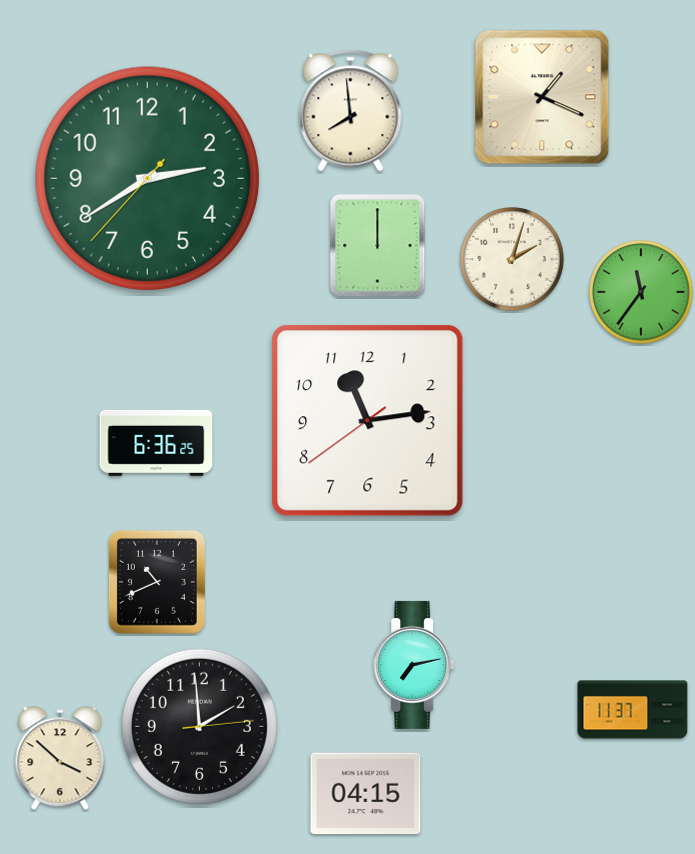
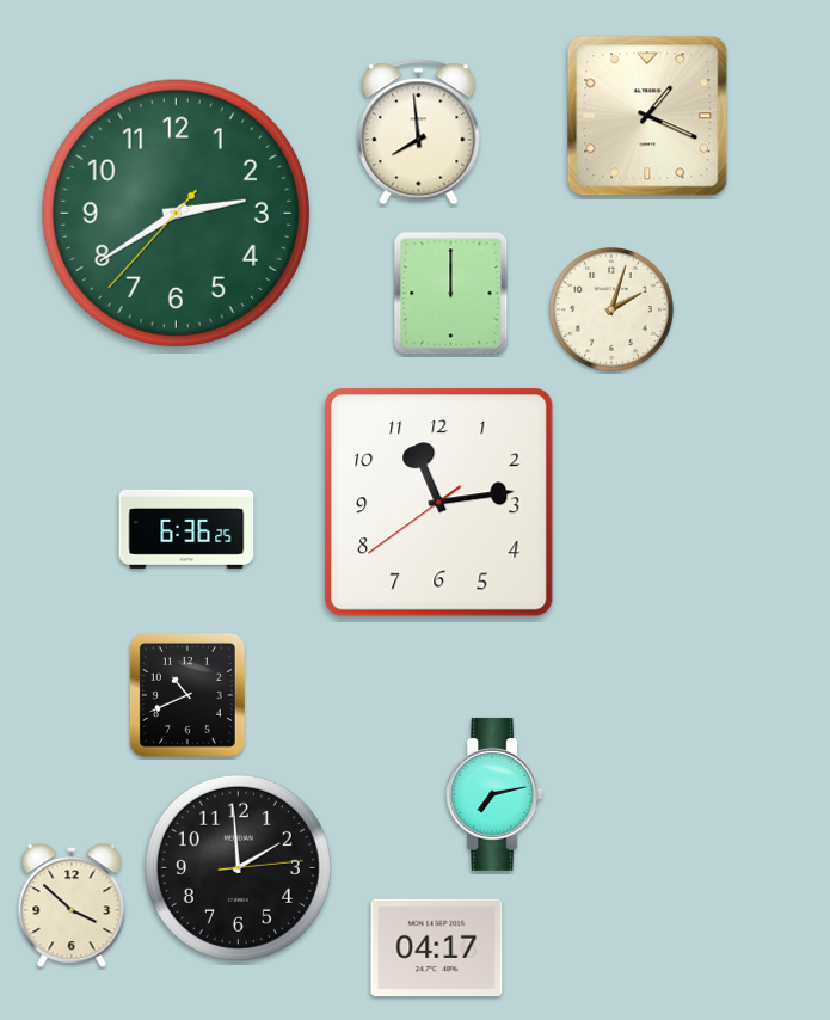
clock at (641, 292): 11:36 -> none
clock at (633, 710): 11:37 -> none
clock at (366, 794): 04:15 -> 04:17
